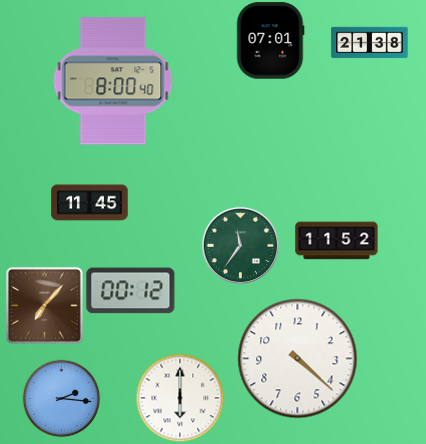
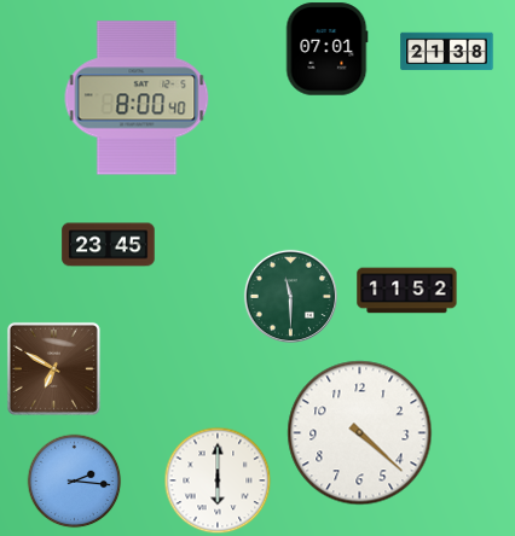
clock at (90, 203): 11:45 -> 23:45
clock at (240, 245): 11:36 -> 11:30
clock at (131, 291): 00:12 -> none
clock at (44, 305): 7:07 -> 6:50
